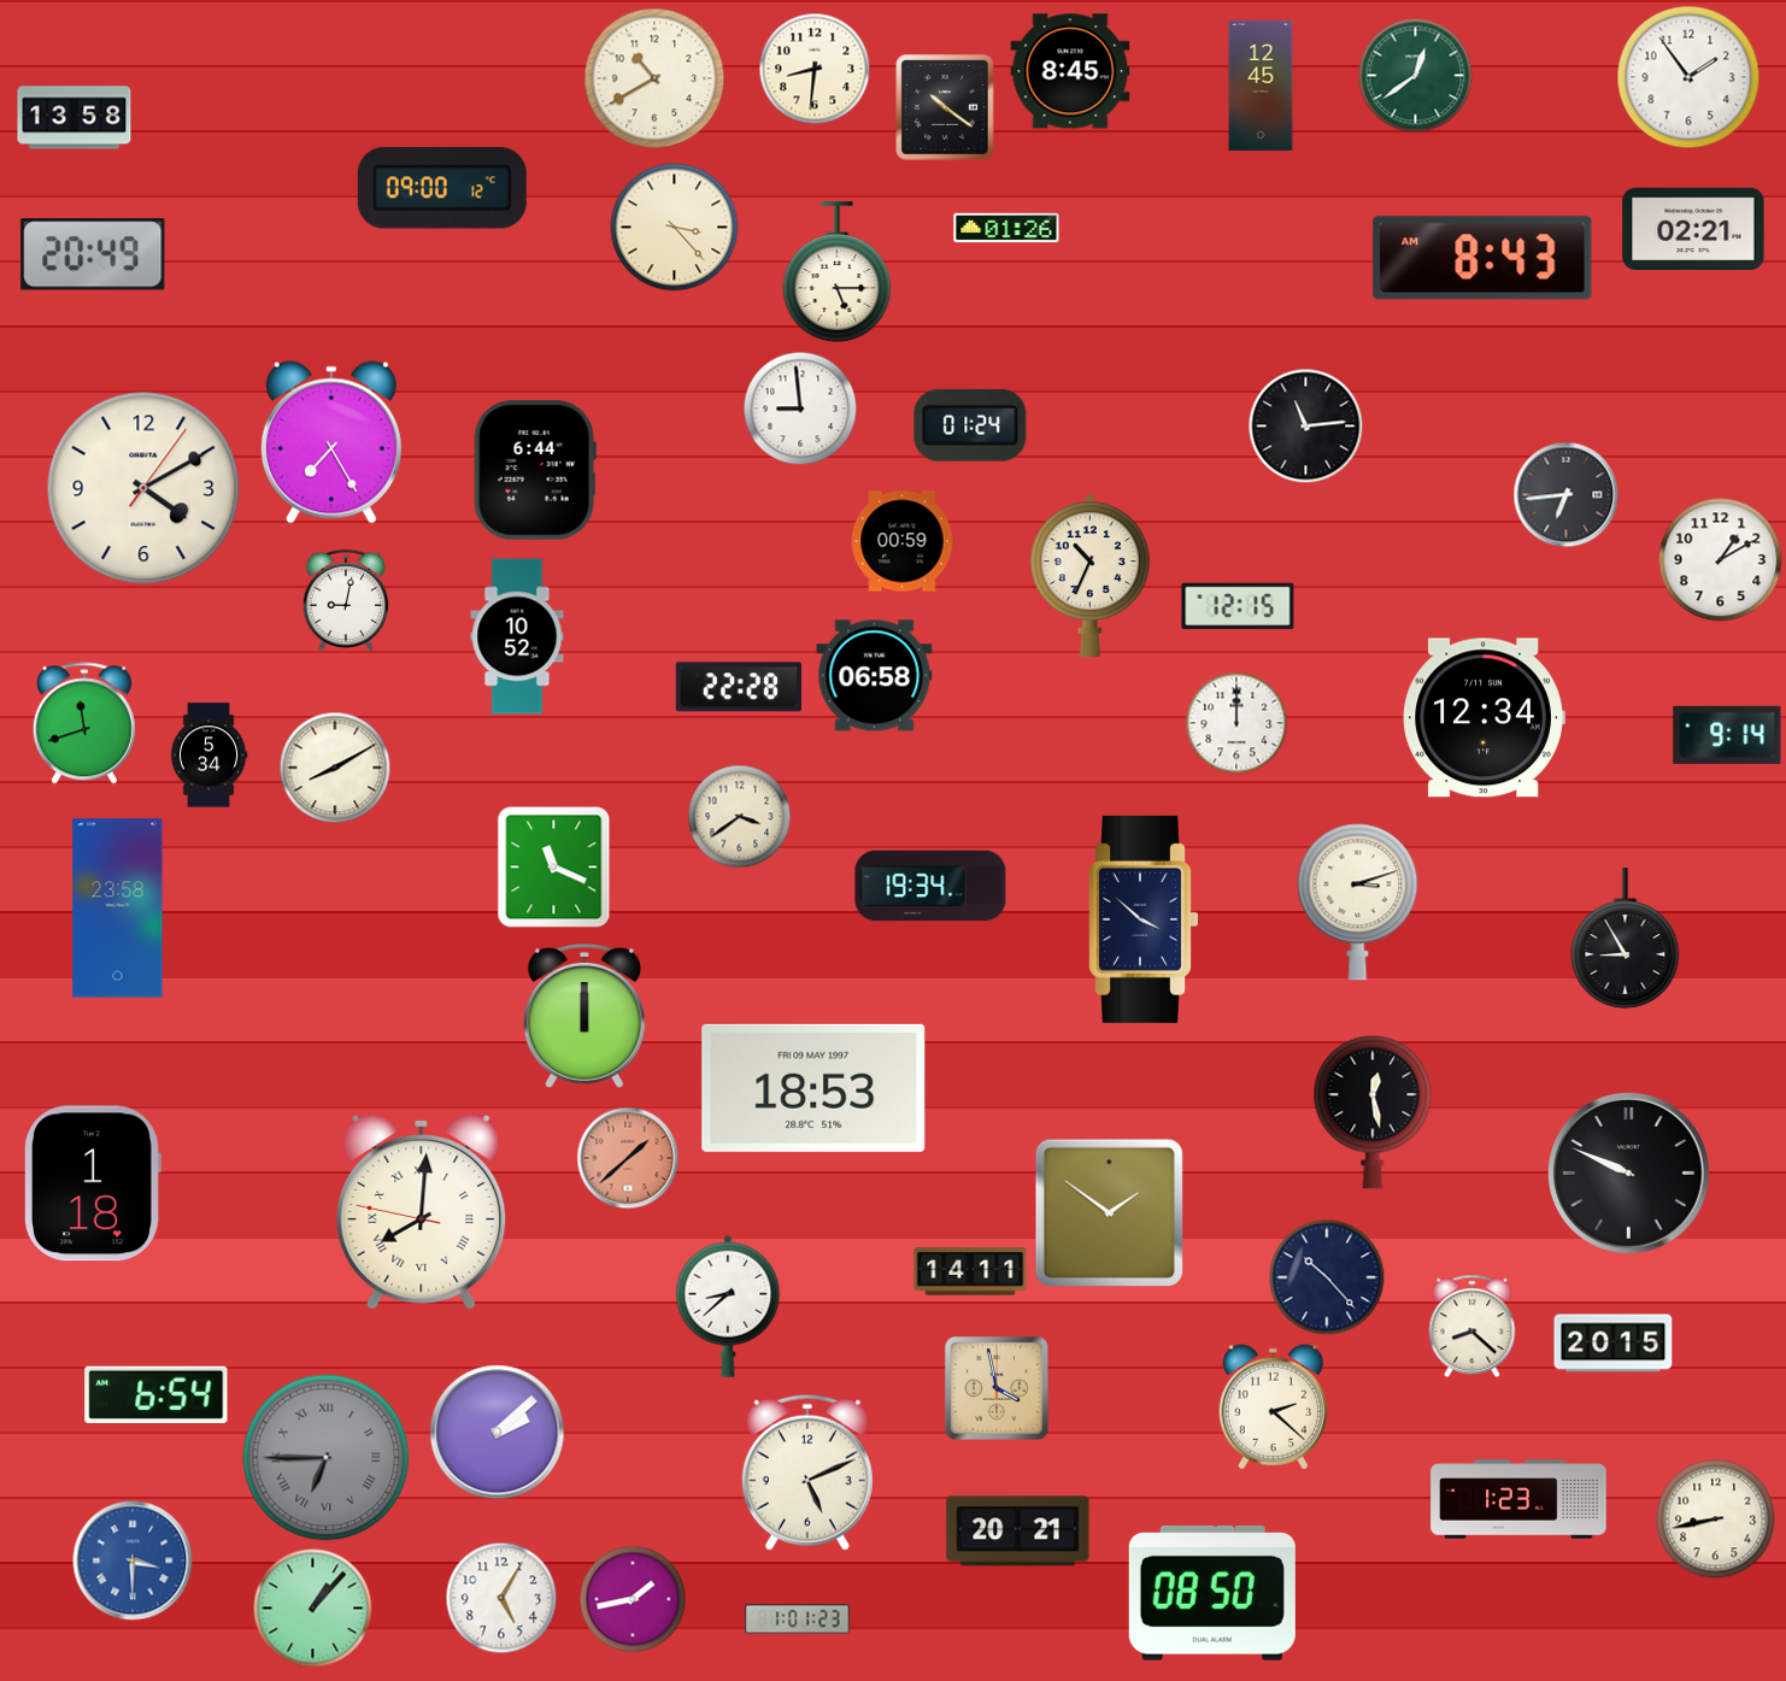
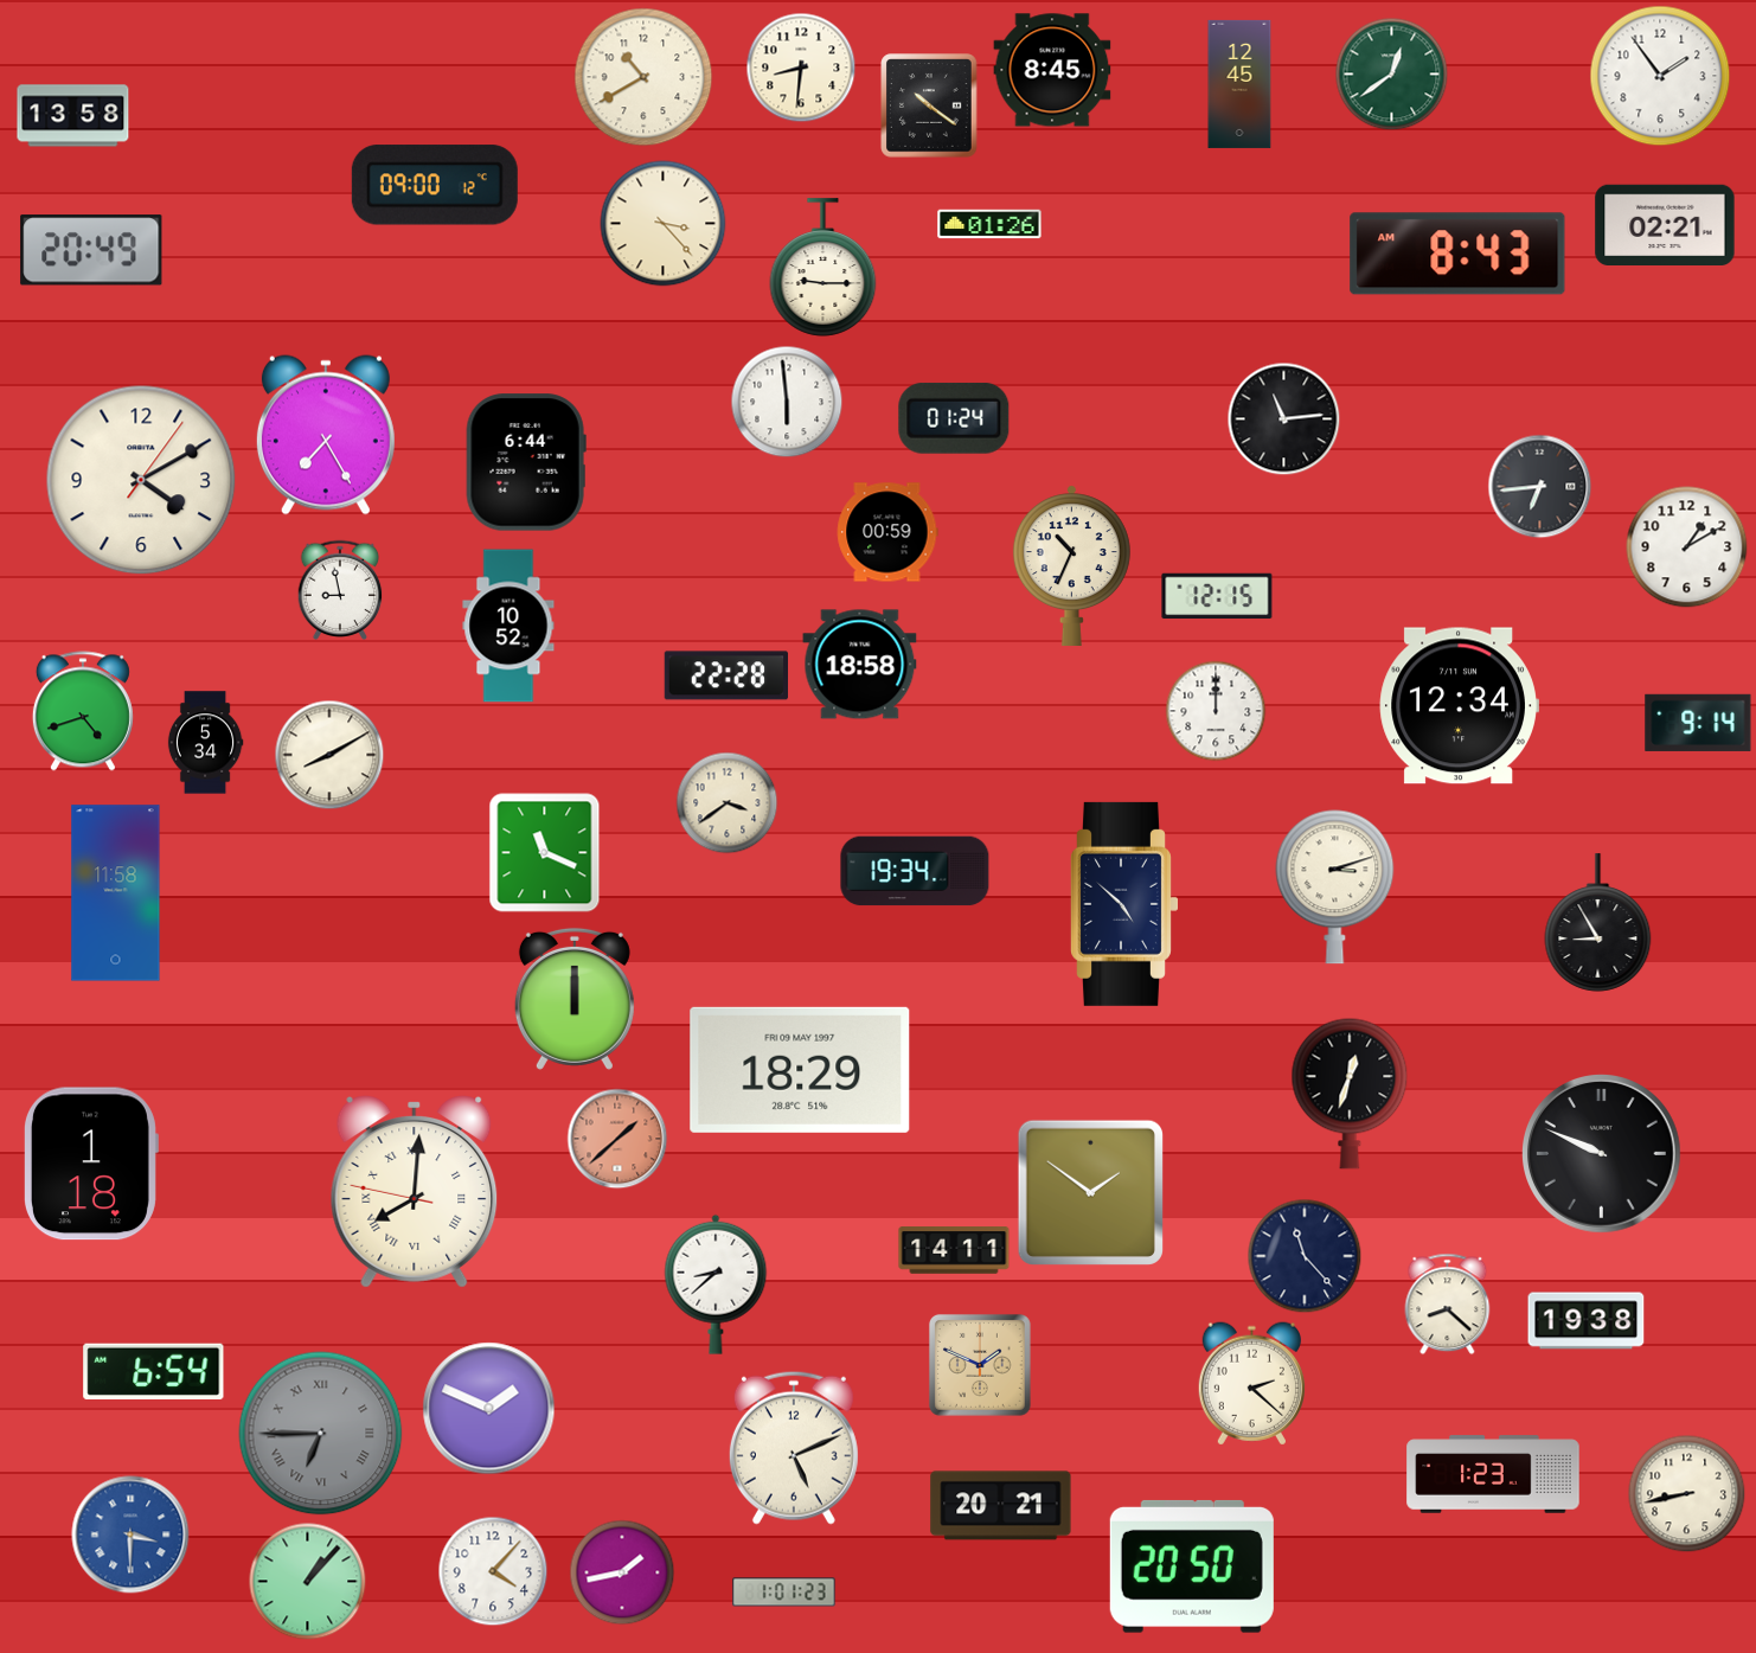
clock at (838, 272): 5:15 -> 9:15
clock at (800, 409): 8:59 -> 5:59
clock at (1721, 560) position: (1721, 560) -> (1687, 547)
clock at (346, 600): 9:02 -> 8:58
clock at (875, 676): 06:58 -> 18:58
clock at (84, 723): 11:42 -> 4:42
clock at (118, 909): 23:58 -> 11:58
clock at (1145, 919): 3:52 -> 4:52
clock at (813, 1088): 18:53 -> 18:29
clock at (1373, 1112): 12:28 -> 12:33
clock at (1327, 1277): 10:23 -> 11:23
clock at (1614, 1344): 20:15 -> 19:38
clock at (997, 1388): 3:58 -> 1:49
clock at (498, 1433): 2:08 -> 1:49
clock at (1212, 1593): 08:50 -> 20:50
clock at (501, 1598): 5:05 -> 4:07
